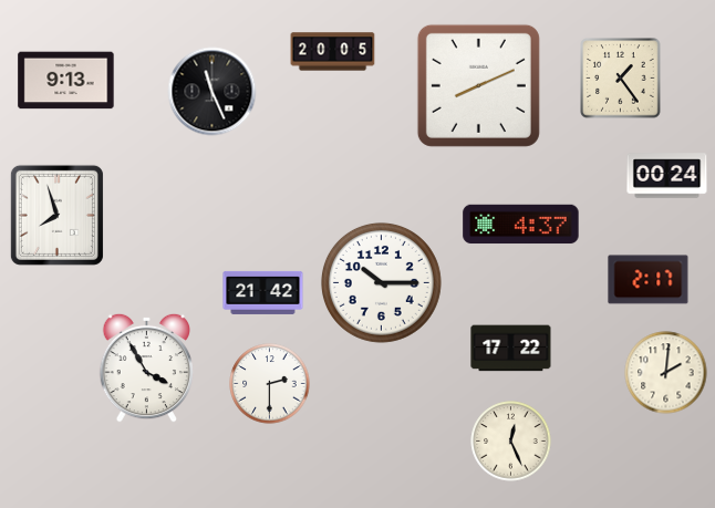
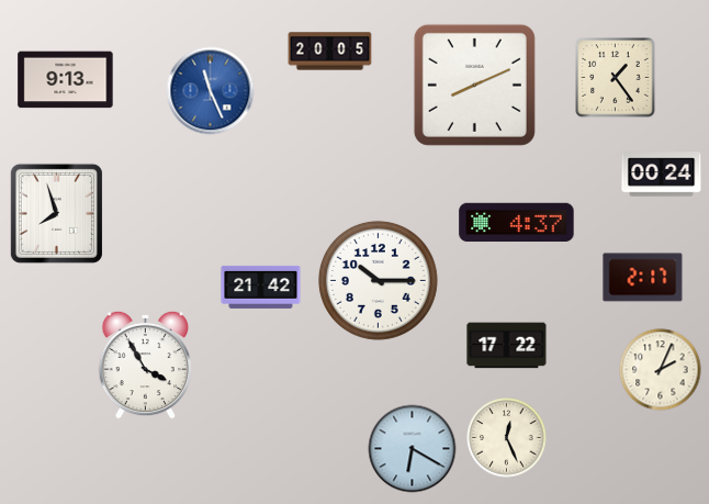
clock at (213, 92) dial: black -> blue
clock at (263, 292) position: (263, 292) -> (261, 287)
clock at (666, 373): 2:01 -> 2:04
clock at (270, 384): 2:30 -> none
clock at (413, 449): none -> 6:20
